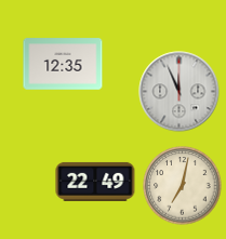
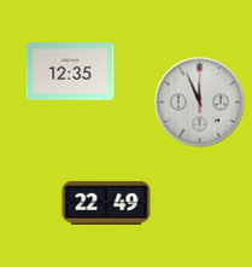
clock at (183, 186): 7:02 -> none
